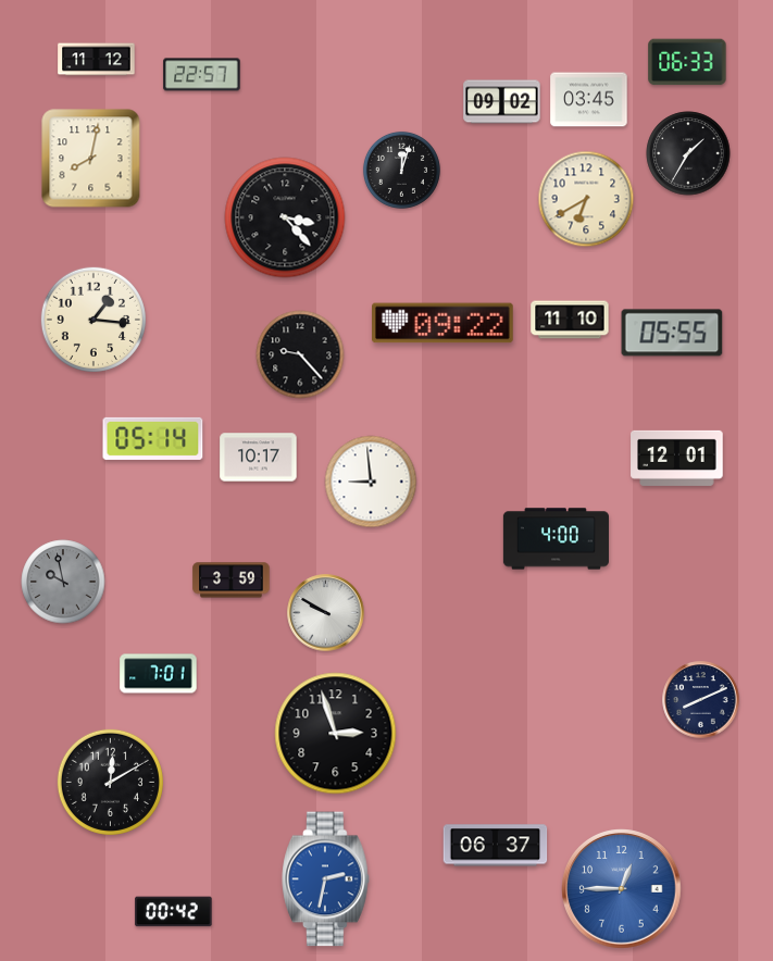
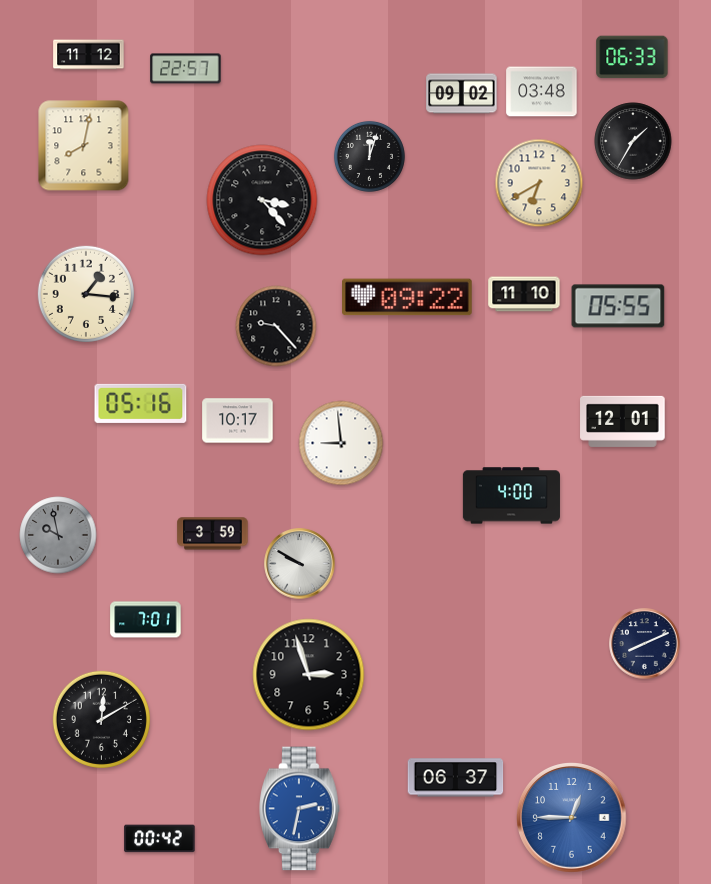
clock at (589, 100): 03:45 -> 03:48
clock at (153, 438): 05:14 -> 05:16
